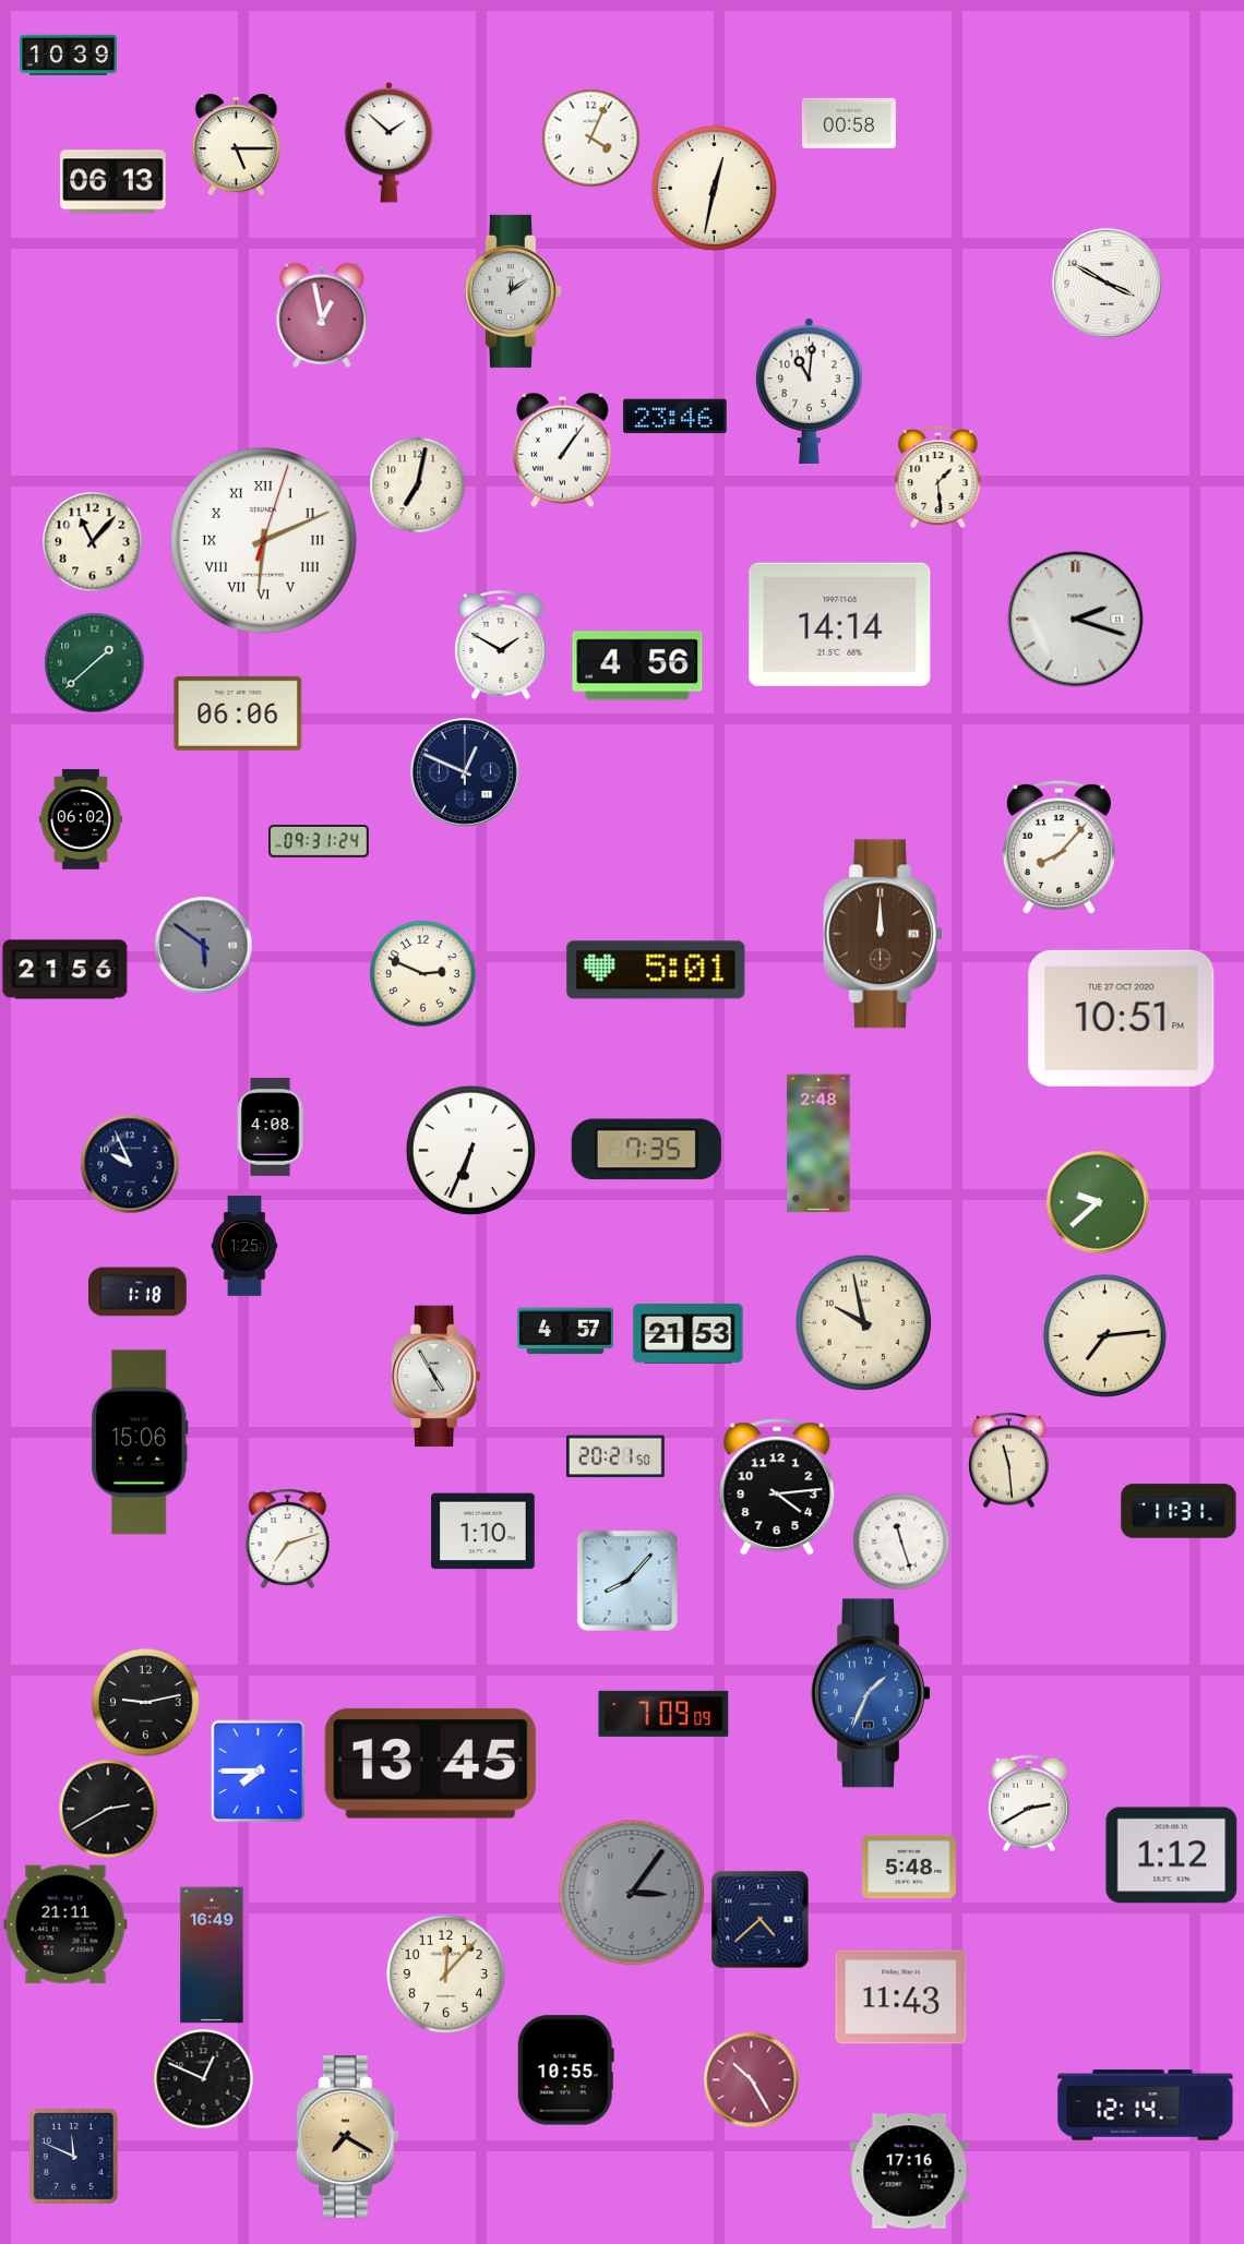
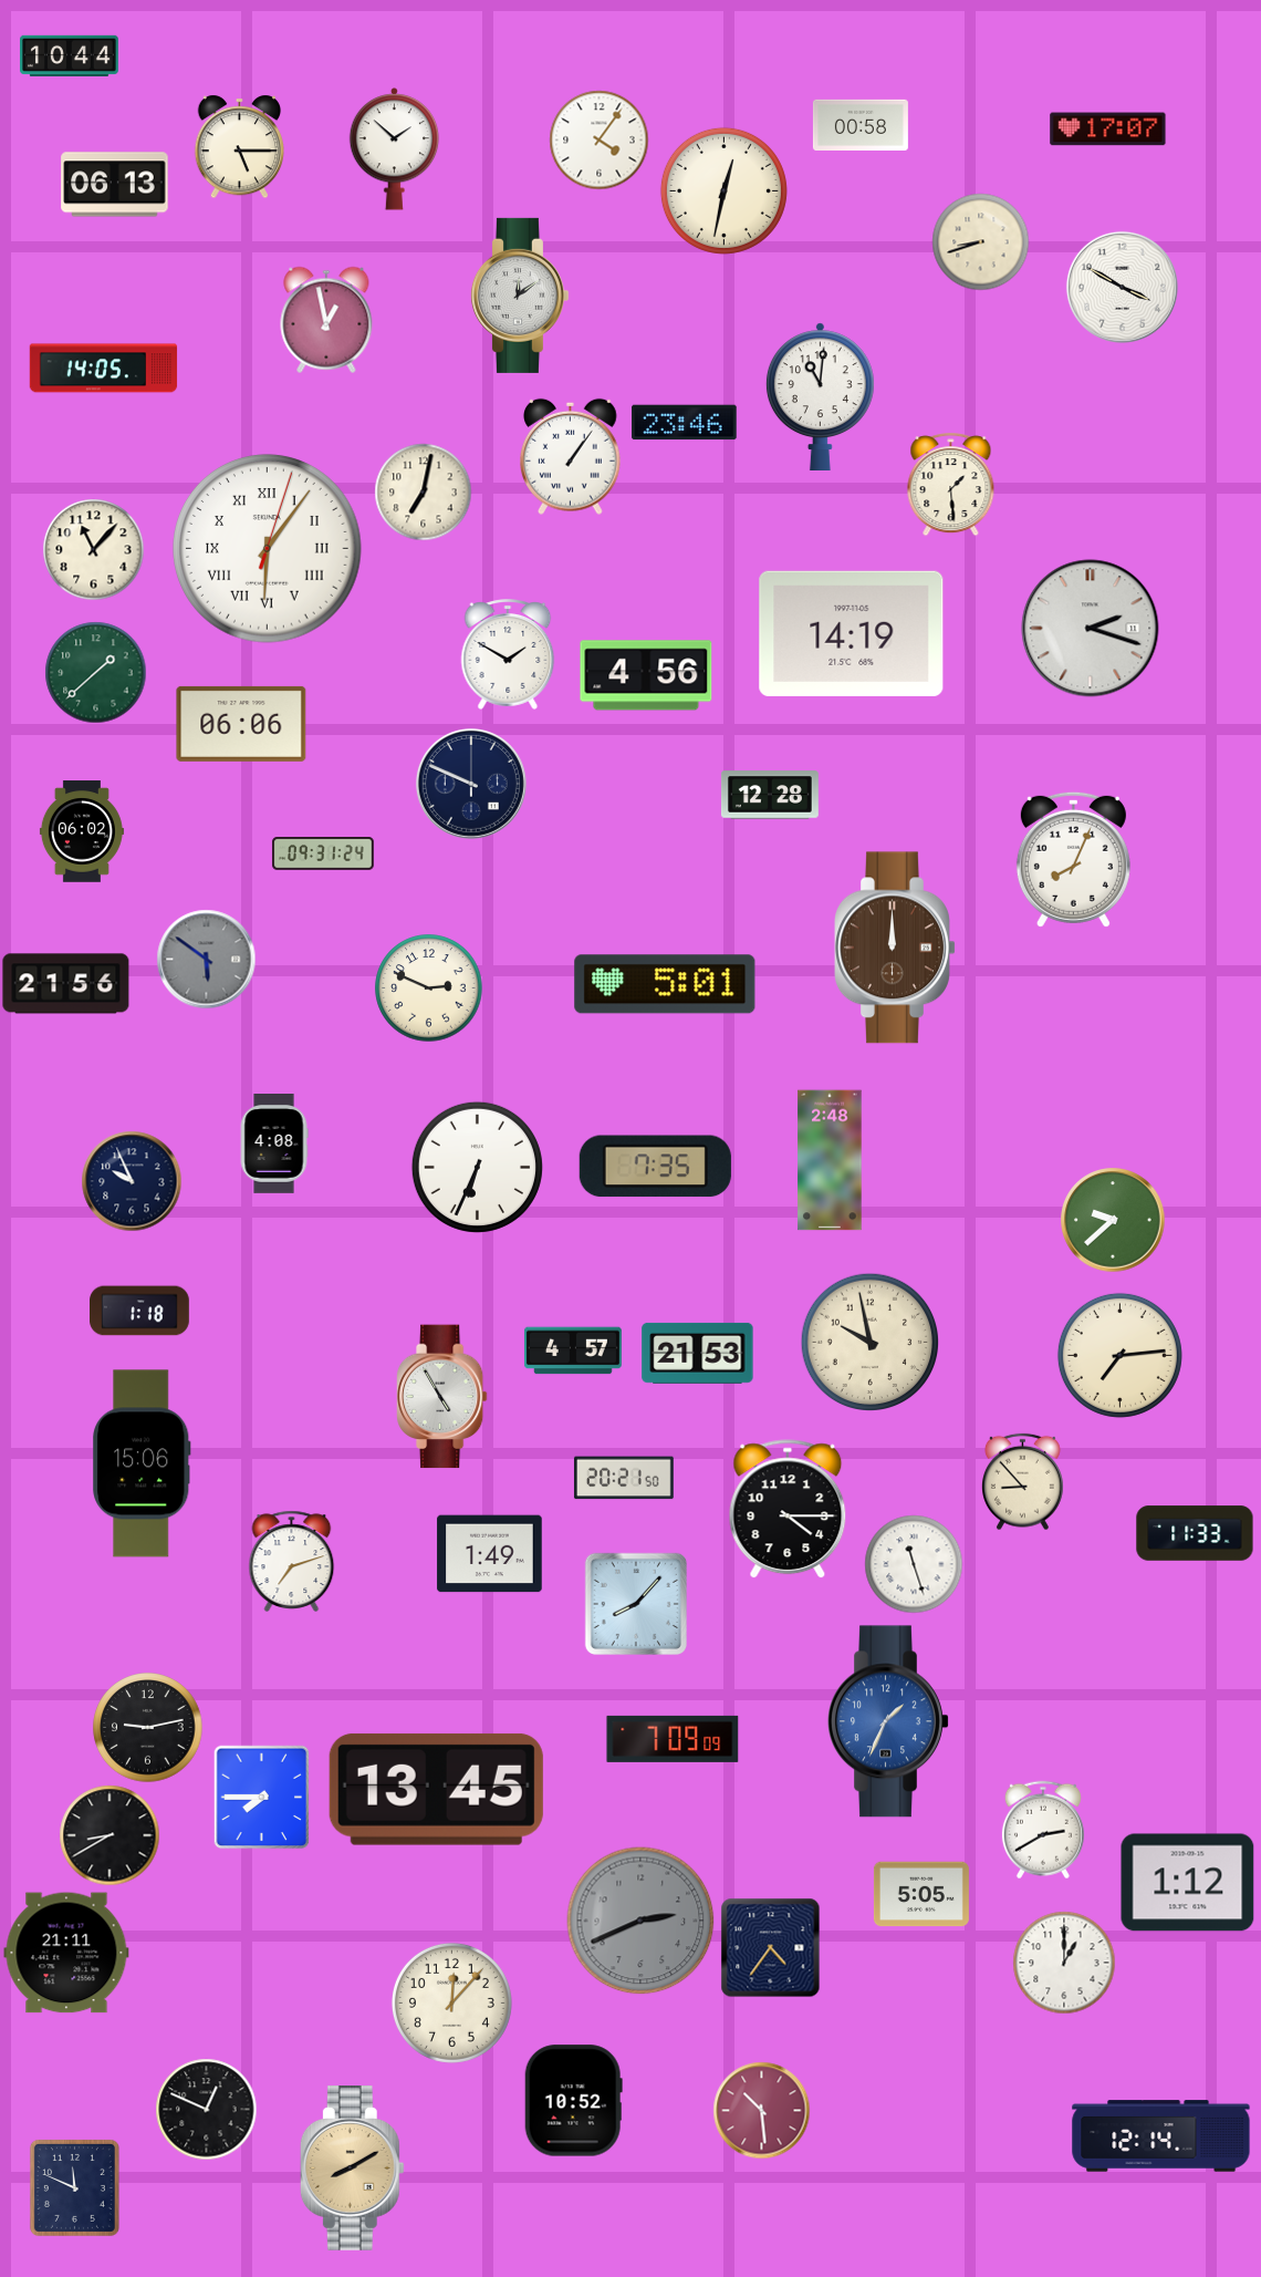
clock at (69, 55): 10:39 -> 10:44
clock at (1108, 130): none -> 17:07
clock at (590, 137): 4:04 -> 4:06
clock at (390, 143) position: (390, 143) -> (395, 149)
clock at (980, 241): none -> 8:42
clock at (104, 369): none -> 14:05
clock at (264, 541): 6:11 -> 6:06
clock at (840, 624): 14:14 -> 14:19
clock at (465, 772): 12:49 -> 9:49
clock at (770, 795): none -> 12:28
clock at (1058, 847): 8:07 -> 8:04
clock at (1122, 1018): 10:51 -> none
clock at (244, 1246): 1:25 -> none
clock at (863, 1322) position: (863, 1322) -> (869, 1342)
clock at (1009, 1460): 11:29 -> 8:53
clock at (777, 1487): 4:14 -> 4:15
clock at (1179, 1511): 11:31 -> 11:33
clock at (483, 1532): 1:10 -> 1:49
clock at (872, 1693) position: (872, 1693) -> (889, 1721)
clock at (108, 1809): 2:40 -> 8:40
clock at (909, 1867): 5:48 -> 5:05
clock at (632, 1893): 3:06 -> 2:41
clock at (759, 1919): 4:38 -> 4:36
clock at (1064, 1963): none -> 1:00
clock at (212, 1955): 16:49 -> none
clock at (901, 1997): 11:43 -> none
clock at (565, 2071): 10:55 -> 10:52
clock at (751, 2079): 10:25 -> 10:29
clock at (347, 2137): 7:20 -> 8:10
clock at (909, 2171): 17:16 -> none
